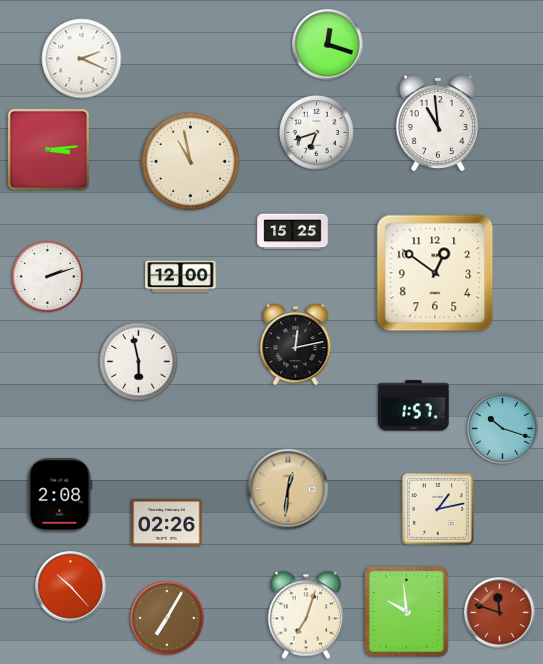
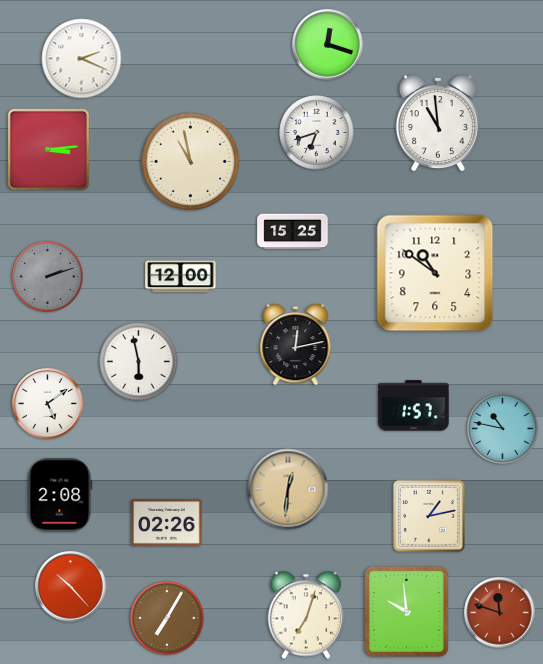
clock at (435, 273): 12:51 -> 10:51
clock at (47, 276) dial: white -> grey
clock at (48, 404): none -> 5:09
clock at (502, 428): 10:18 -> 10:47
clock at (438, 509) position: (438, 509) -> (429, 516)
